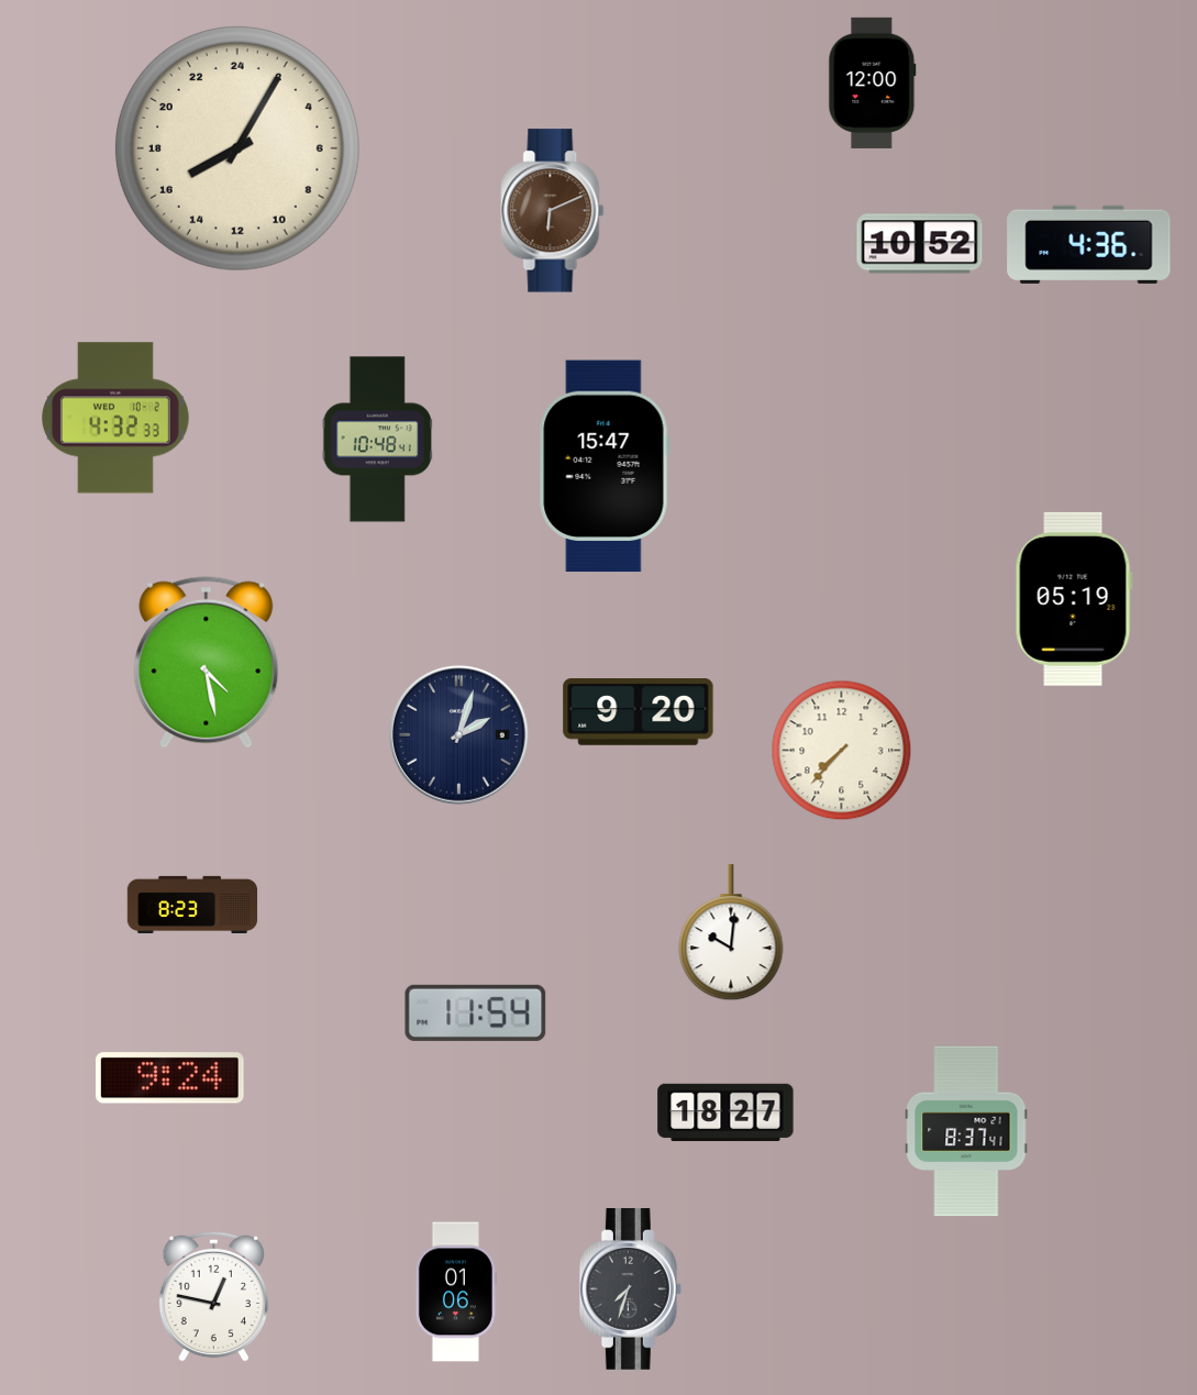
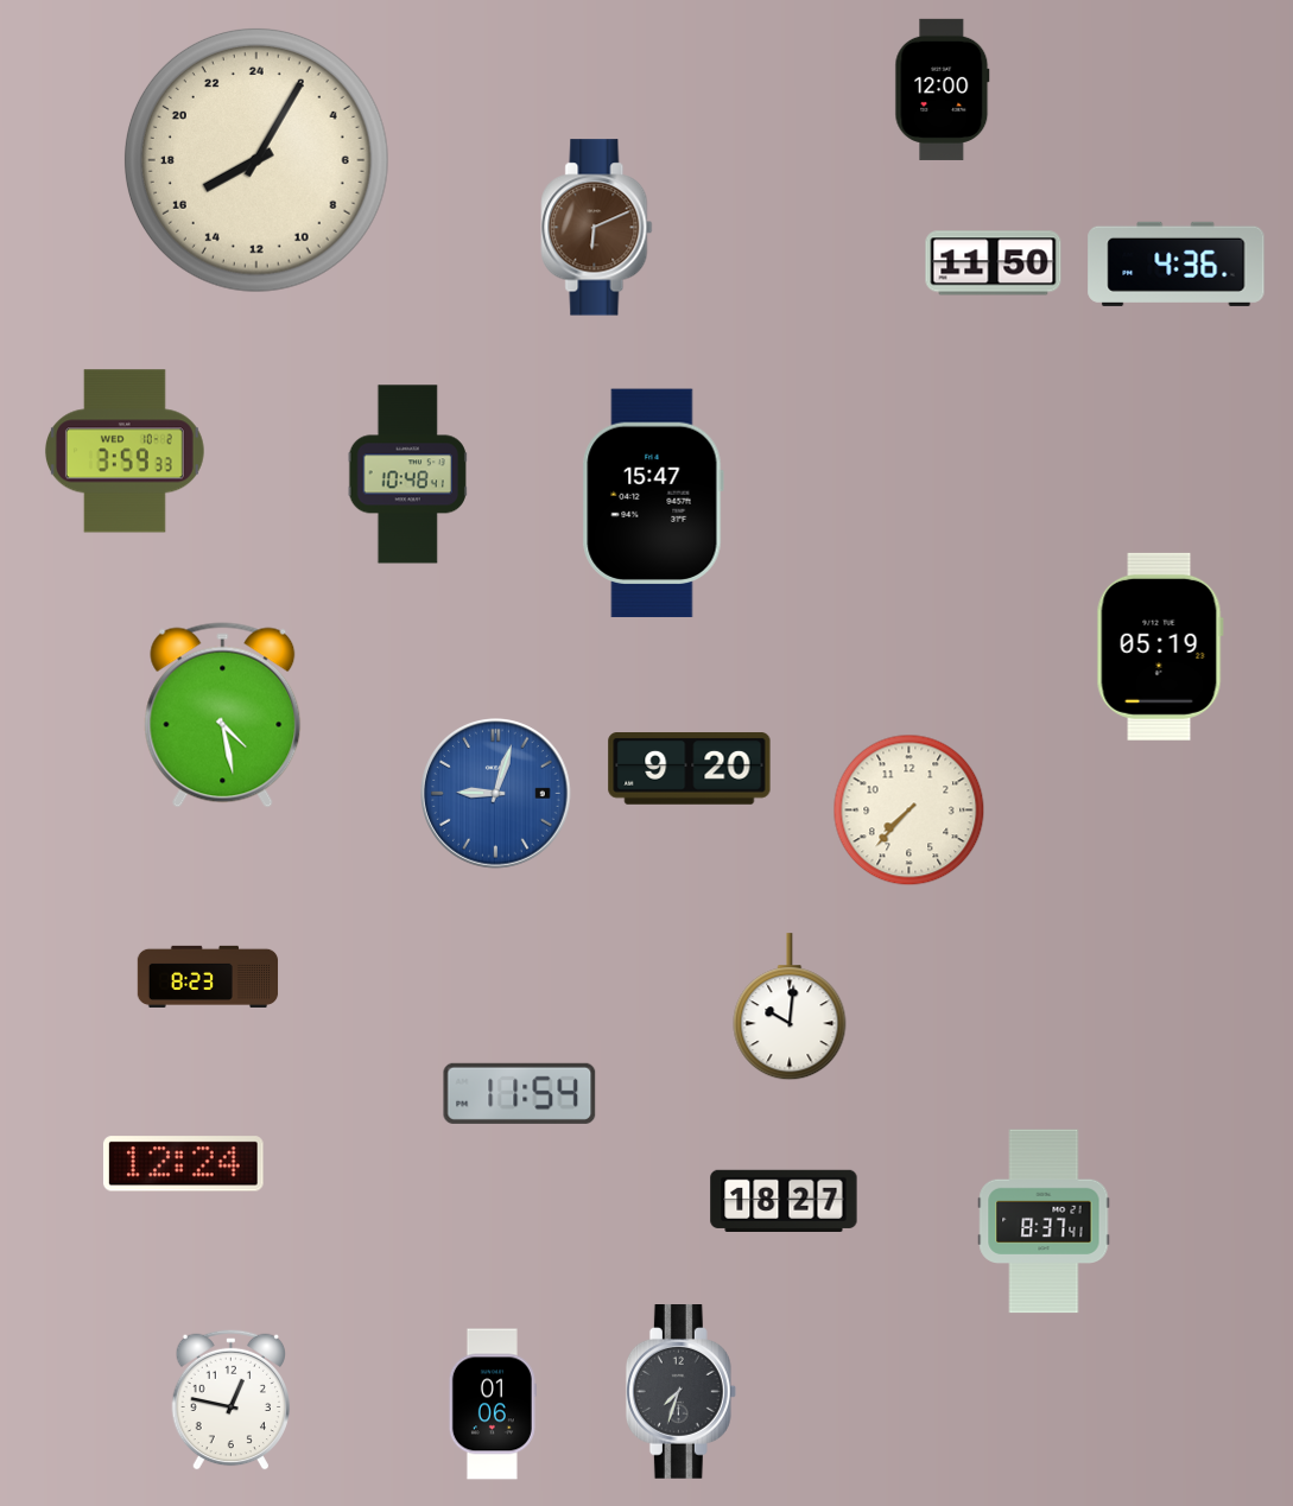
clock at (920, 244): 10:52 -> 11:50
clock at (115, 418): 4:32 -> 3:59
clock at (459, 735): 2:03 -> 9:03
clock at (459, 735) dial: navy -> blue
clock at (476, 1012) position: (476, 1012) -> (520, 1093)
clock at (170, 1078): 9:24 -> 12:24
clock at (456, 1292) position: (456, 1292) -> (493, 1404)
